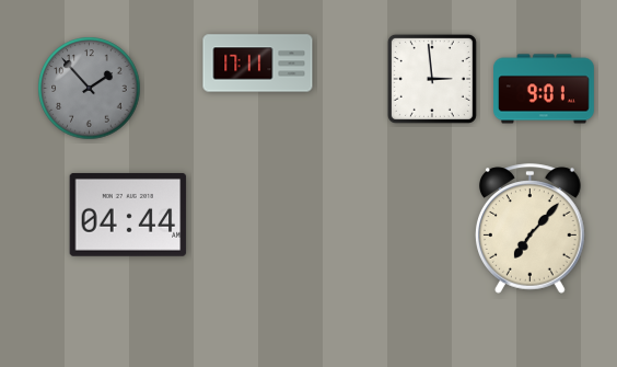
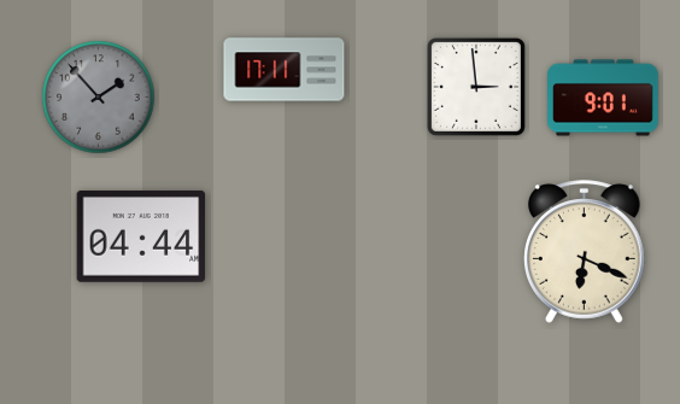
clock at (545, 89) position: (545, 89) -> (604, 98)
clock at (531, 229): 7:07 -> 6:19
